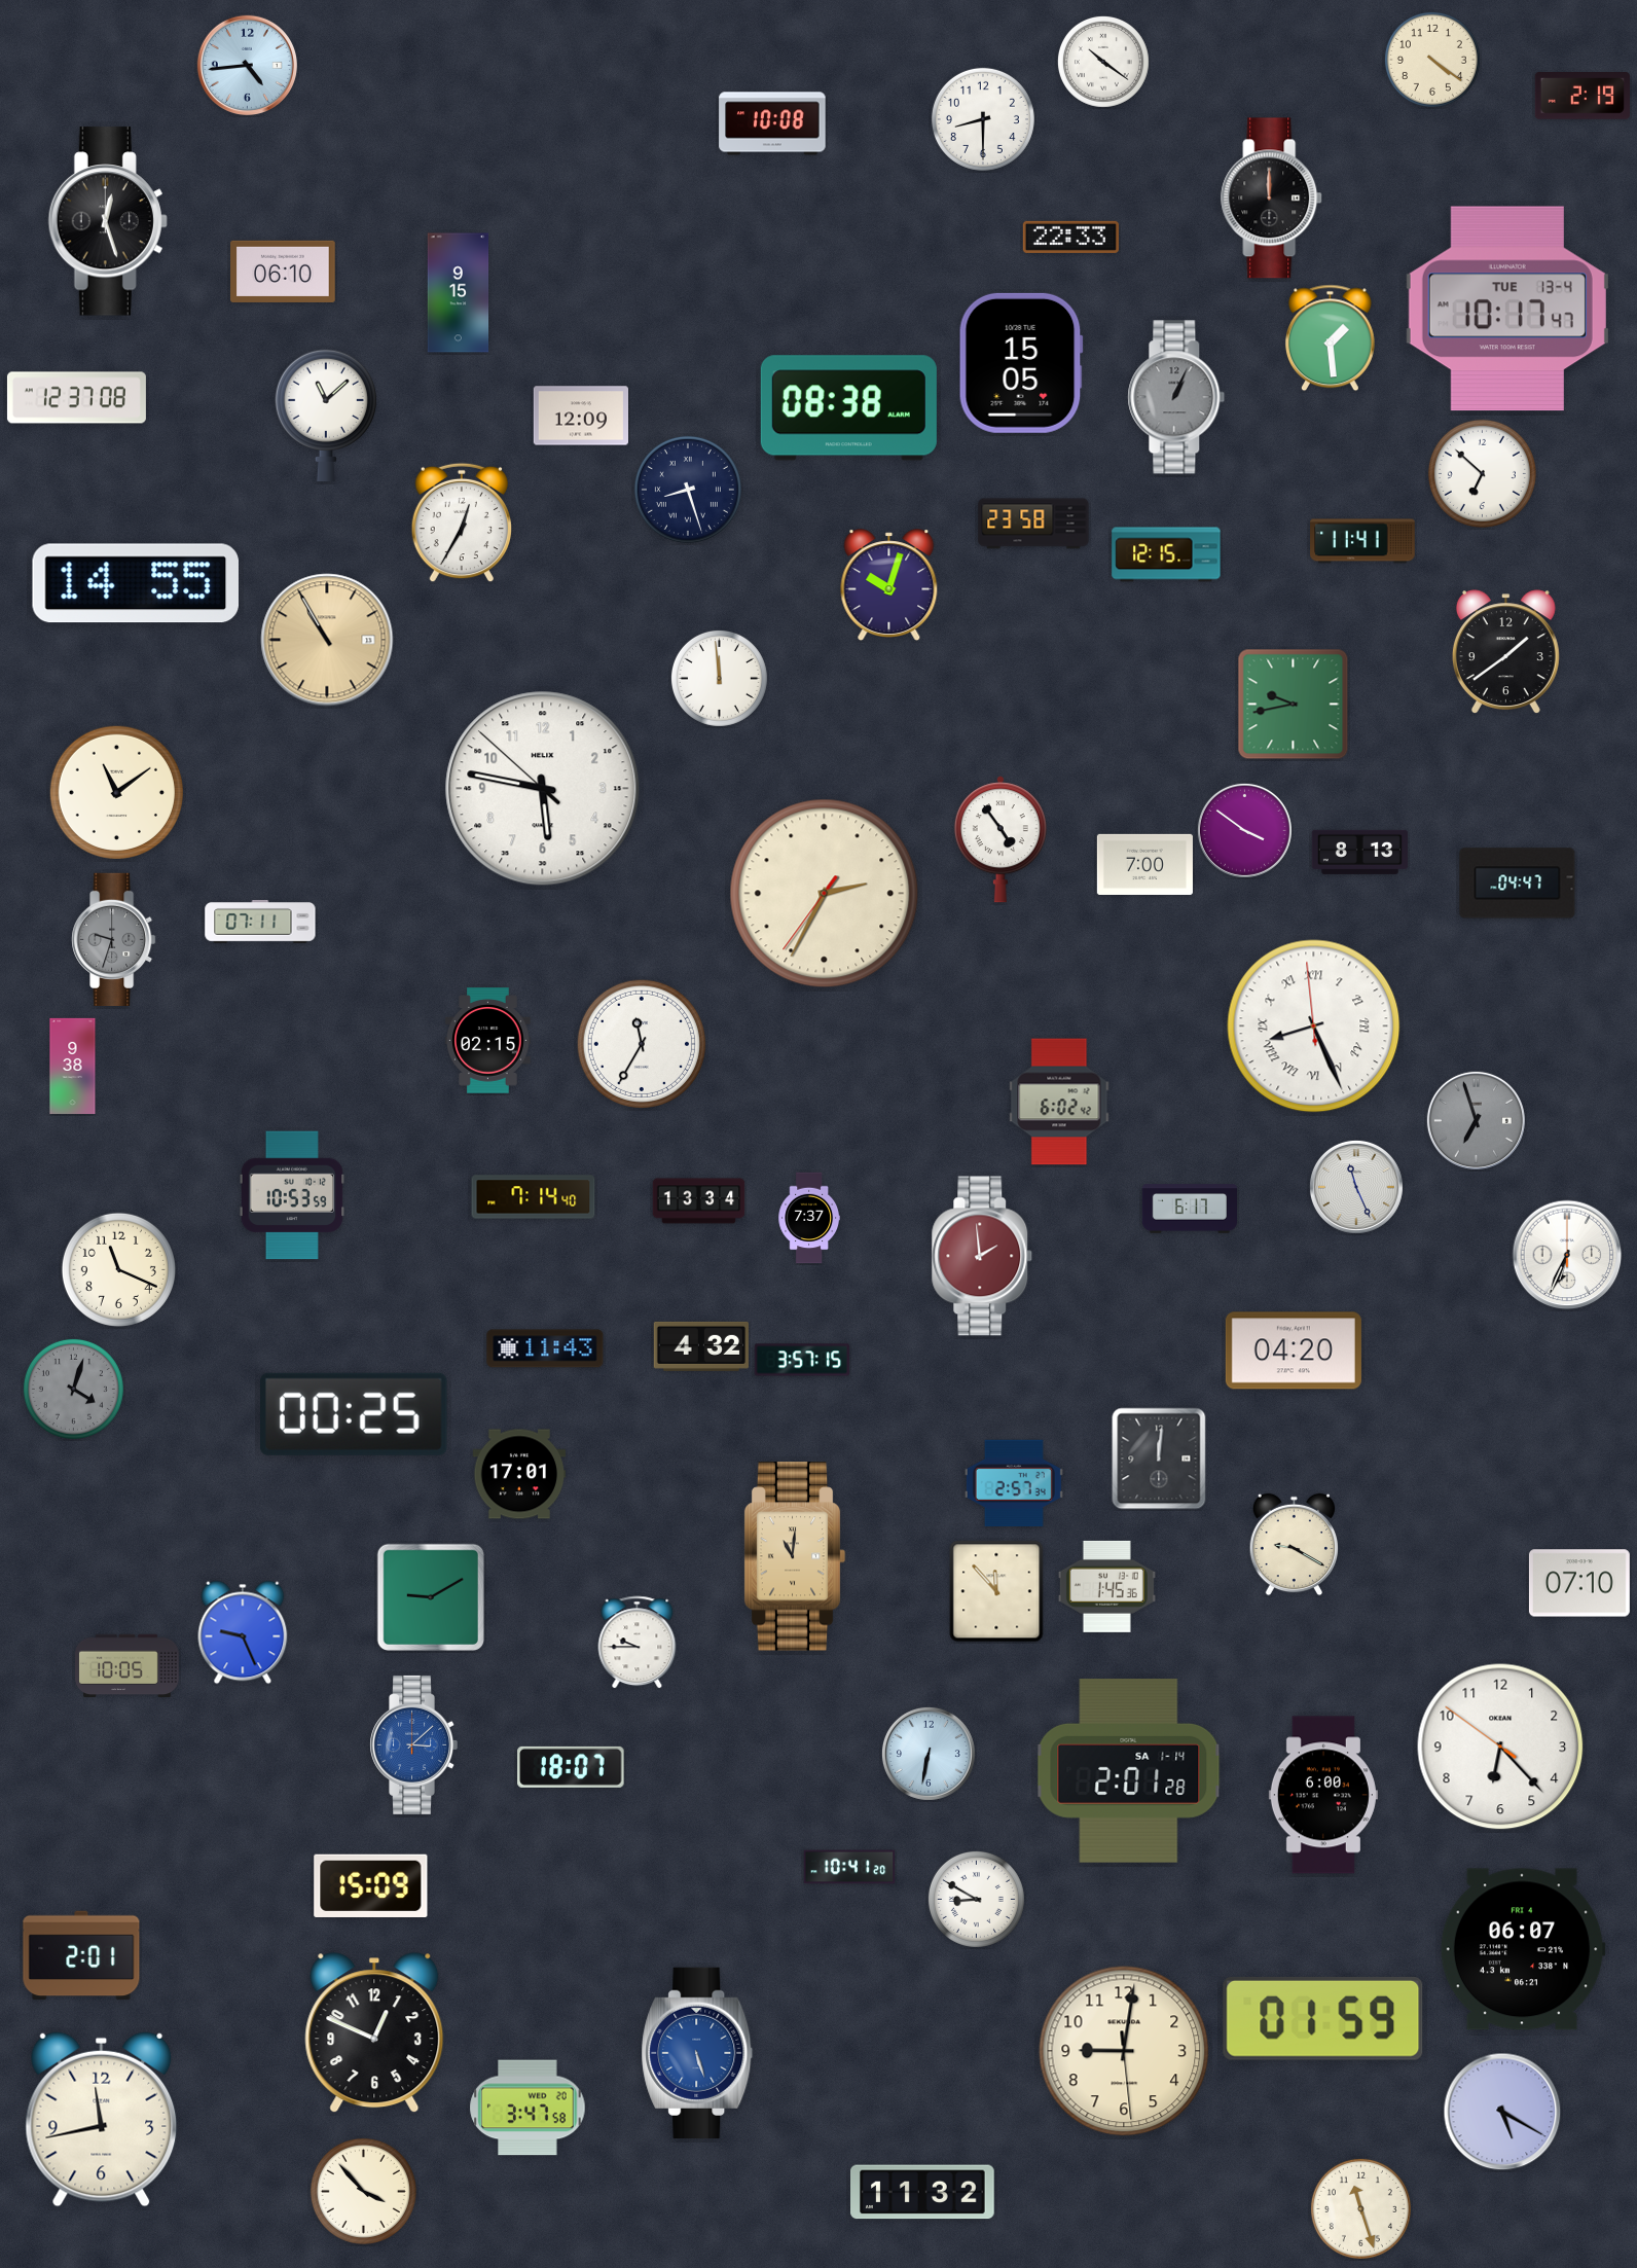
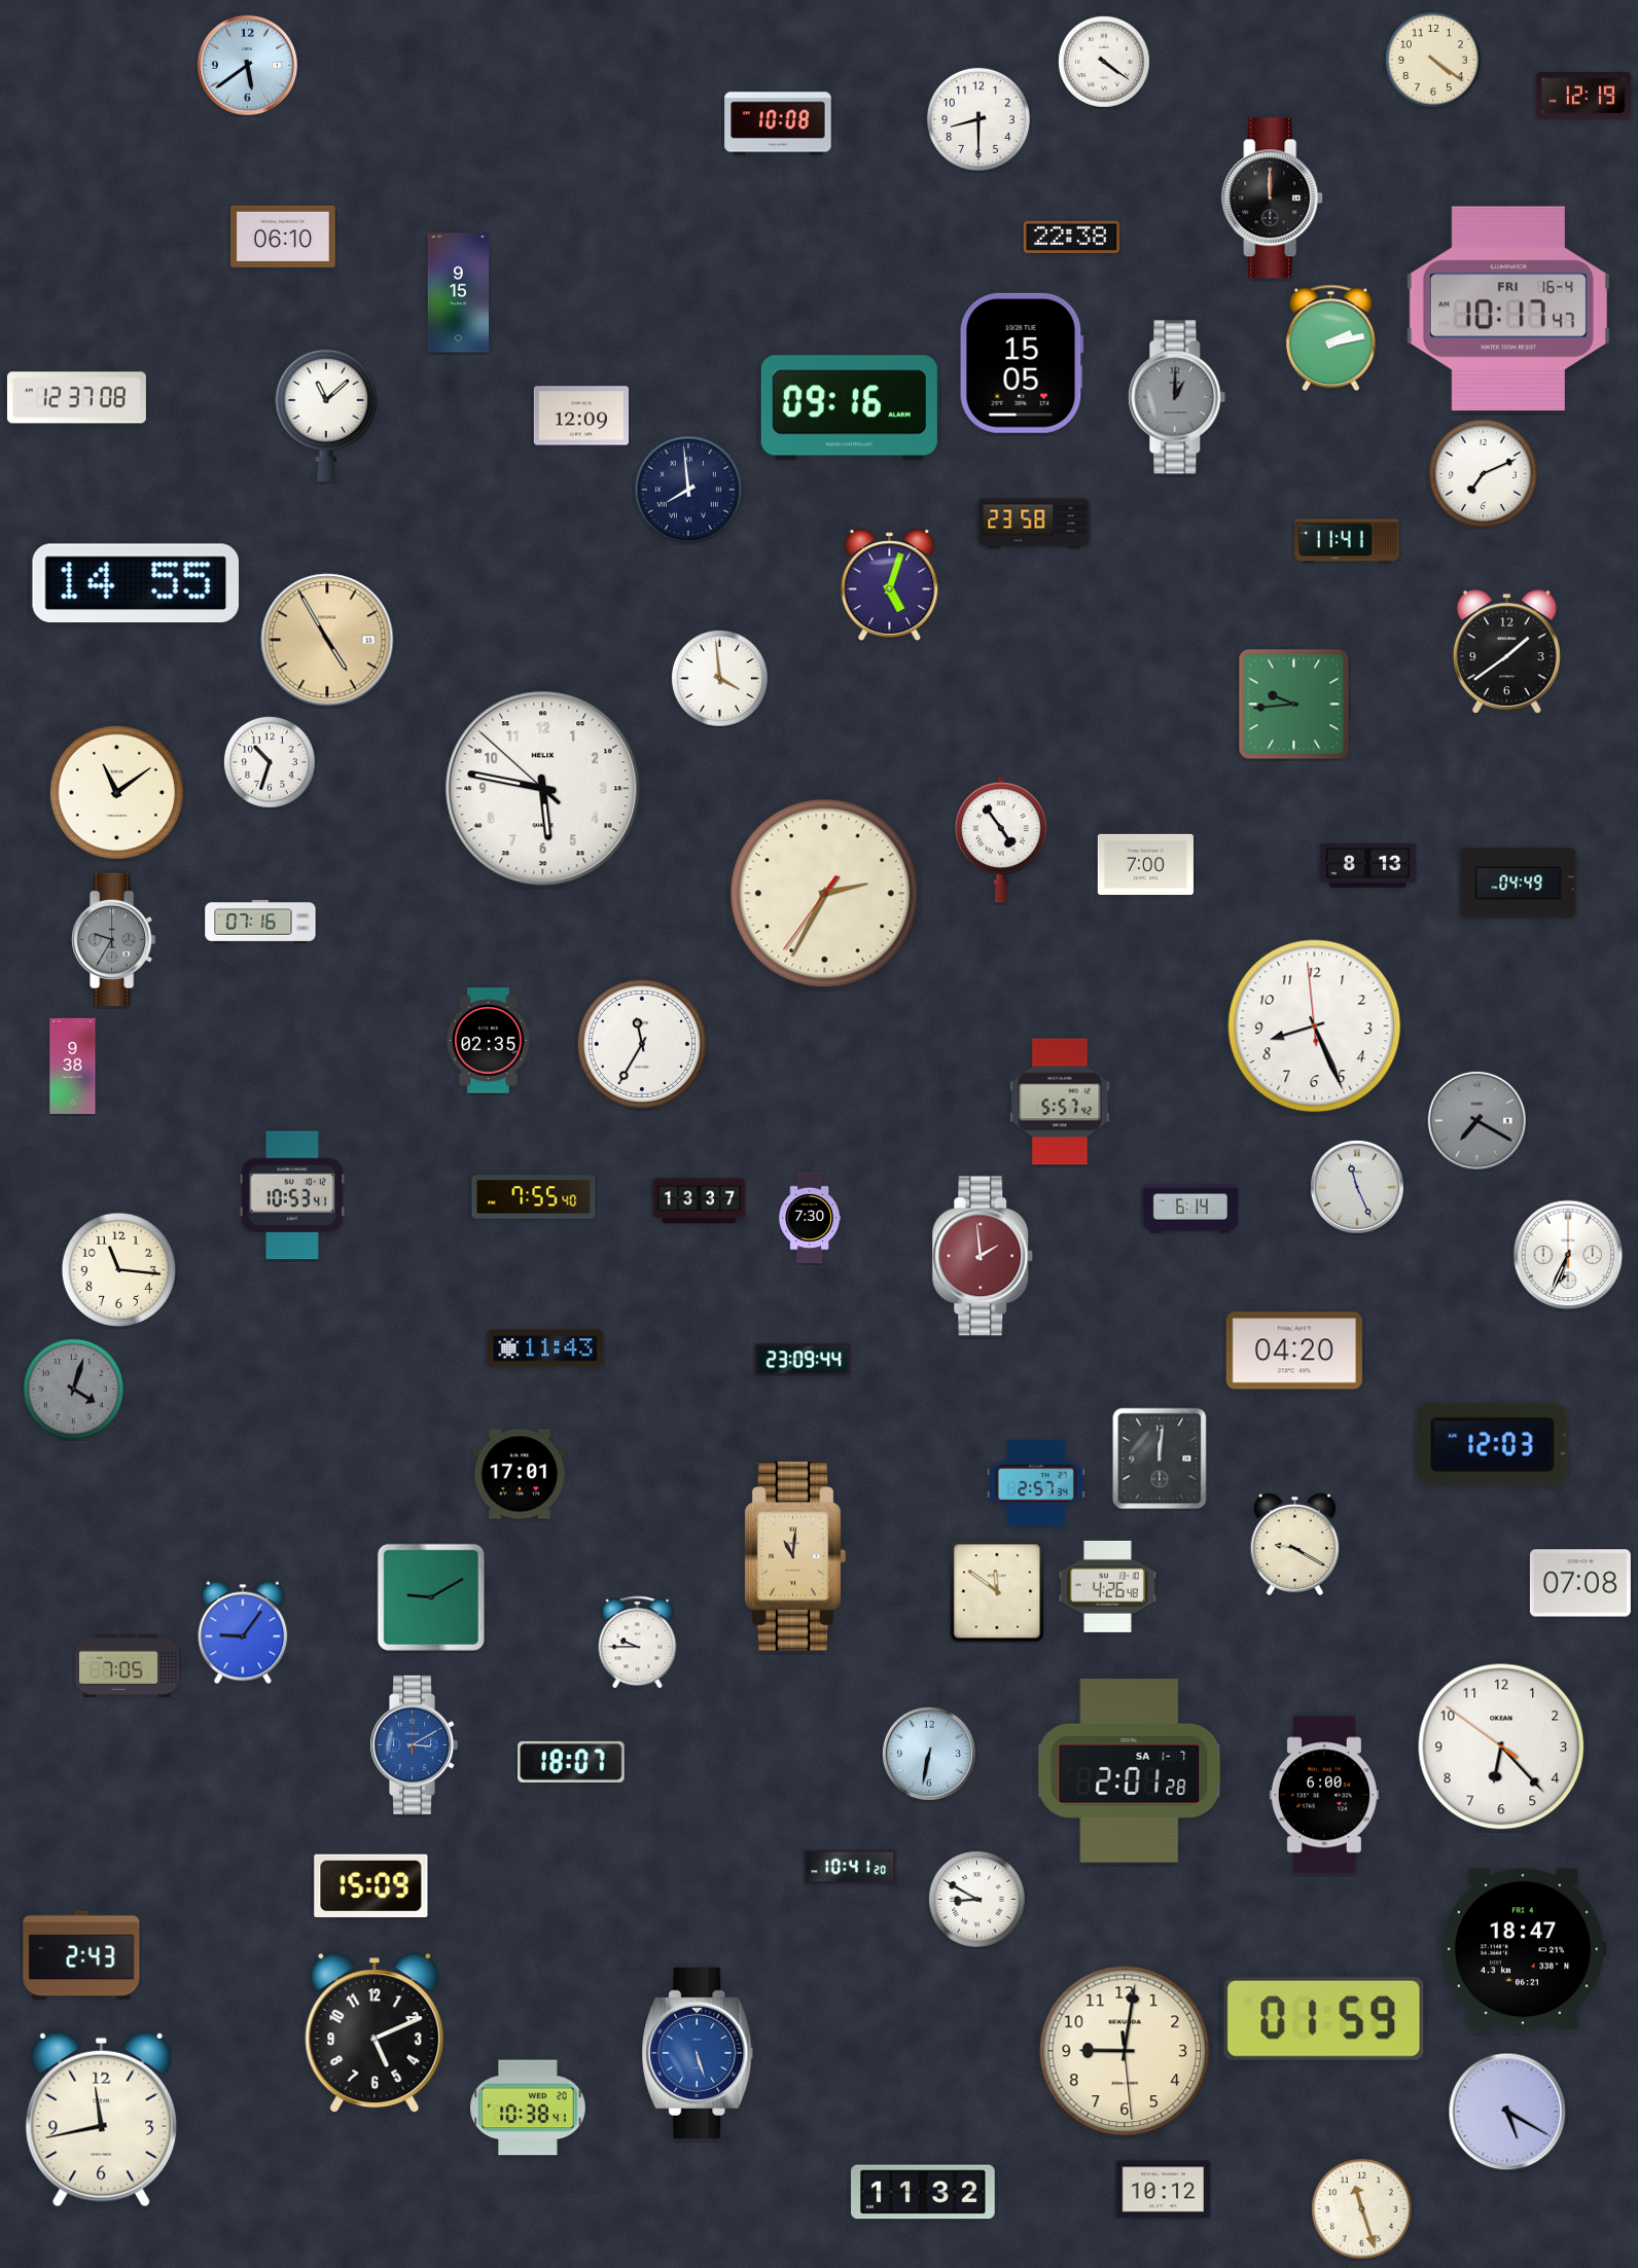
clock at (1103, 62): 10:21 -> 4:21
clock at (247, 65): 4:44 -> 5:39
clock at (1583, 96): 2:19 -> 12:19
clock at (983, 119) position: (983, 119) -> (978, 119)
clock at (772, 123) position: (772, 123) -> (778, 123)
clock at (108, 221): 12:27 -> none
clock at (1070, 237): 22:33 -> 22:38
clock at (283, 272) position: (283, 272) -> (283, 237)
clock at (1507, 309) date: TUE 13-4 -> FRI 16-4
clock at (1330, 338): 1:29 -> 2:13
clock at (1176, 397): 1:04 -> 1:00
clock at (848, 408): 08:38 -> 09:16
clock at (1482, 473): 6:52 -> 7:11
clock at (688, 490): 8:27 -> 7:59
clock at (461, 523): 12:35 -> none
clock at (1362, 541) position: (1362, 541) -> (1347, 541)
clock at (1166, 554): 12:15 -> none
clock at (889, 584): 10:03 -> 5:03
clock at (327, 640): 10:55 -> 4:55
clock at (719, 678): 11:59 -> 3:59
clock at (1294, 705): 9:43 -> 9:44
clock at (270, 762): none -> 10:33
clock at (1244, 830): 3:51 -> none
clock at (1359, 852) position: (1359, 852) -> (1367, 865)
clock at (1518, 884): 04:47 -> 04:49
clock at (260, 922): 07:11 -> 07:16
clock at (114, 939): 9:33 -> 9:35
clock at (1314, 1027) numerals: Roman -> Arabic
clock at (488, 1041): 02:15 -> 02:35
clock at (1059, 1102): 6:02 -> 5:57
clock at (1476, 1120): 6:57 -> 7:20
clock at (292, 1195): 10:53:59 -> 10:53:41
clock at (534, 1197): 7:14 -> 7:55
clock at (699, 1201): 13:34 -> 13:37
clock at (1189, 1209): 6:17 -> 6:14
clock at (808, 1218): 7:37 -> 7:30
clock at (118, 1269): 11:19 -> 11:16
clock at (701, 1346): 4:32 -> none
clock at (802, 1360): 3:57 -> 23:09
clock at (355, 1414): 00:25 -> none
clock at (1493, 1444): none -> 12:03
clock at (1014, 1483) position: (1014, 1483) -> (1036, 1483)
clock at (1579, 1583): 07:10 -> 07:08
clock at (1106, 1586): 1:45 -> 4:26
clock at (996, 1591): 11:53 -> 11:51
clock at (243, 1632): 9:26 -> 9:06
clock at (128, 1666): 10:05 -> 7:05
clock at (413, 1744): 3:08 -> 3:10
clock at (571, 1767) position: (571, 1767) -> (571, 1762)
clock at (1129, 1771) date: SA 1-14 -> SA 1-7
clock at (1523, 1949): 06:07 -> 18:47
clock at (81, 1955): 2:01 -> 2:43
clock at (374, 2033): 12:49 -> 5:11
clock at (528, 2108): 3:47 -> 10:38
clock at (1502, 2112) position: (1502, 2112) -> (1507, 2112)
clock at (1163, 2190): none -> 10:12
clock at (363, 2191): 3:53 -> none
